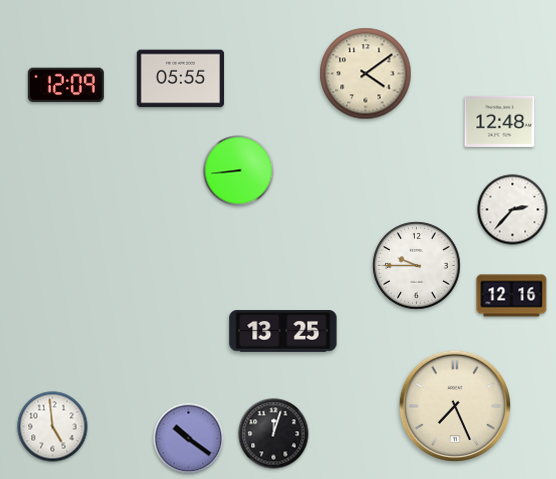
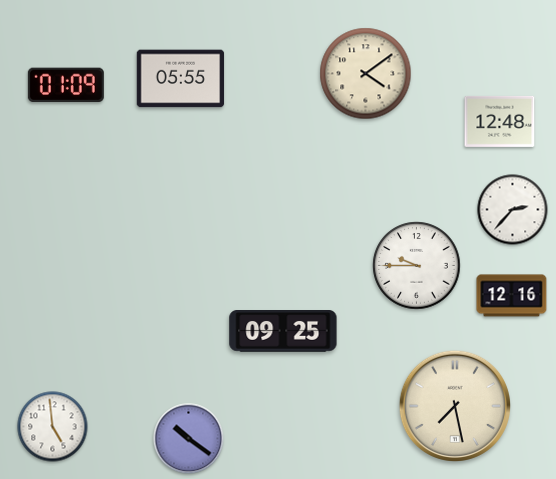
clock at (66, 84): 12:09 -> 01:09
clock at (239, 171): 8:44 -> none
clock at (283, 331): 13:25 -> 09:25
clock at (454, 405): 7:26 -> 7:28
clock at (274, 434): 12:03 -> none
